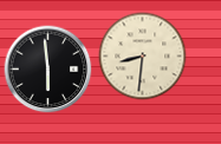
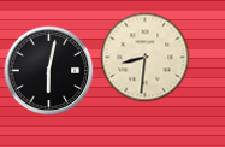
clock at (48, 70): 5:59 -> 6:02
